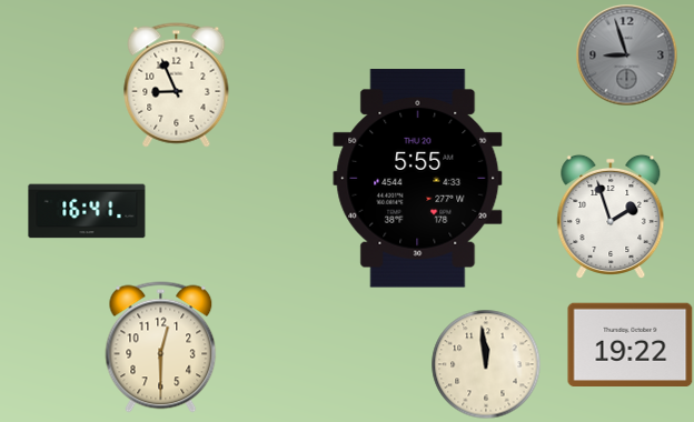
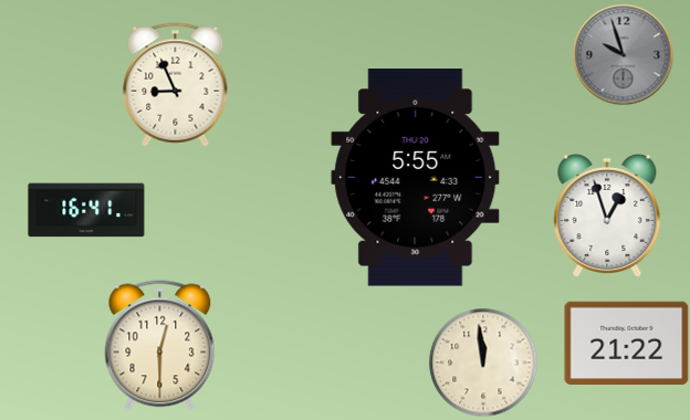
clock at (626, 54): 8:57 -> 9:57
clock at (611, 215): 1:57 -> 12:57
clock at (631, 345): 19:22 -> 21:22
